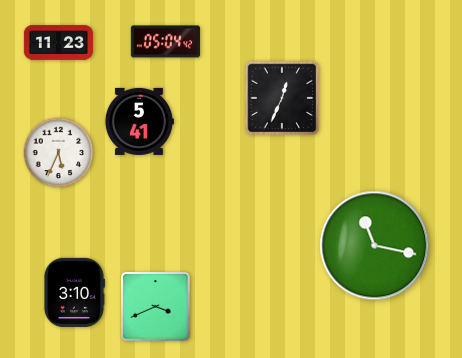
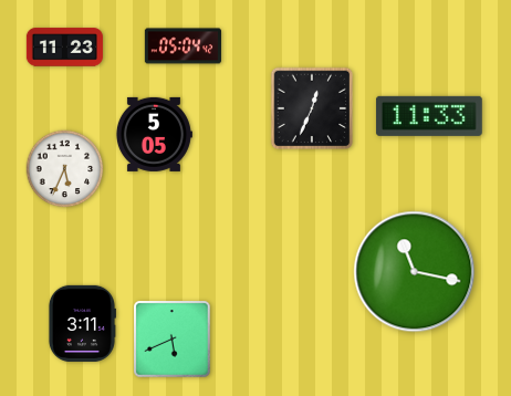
clock at (429, 116): none -> 11:33
clock at (139, 121): 5:41 -> 5:05
clock at (74, 292): 3:10 -> 3:11
clock at (156, 307): 3:41 -> 5:41
